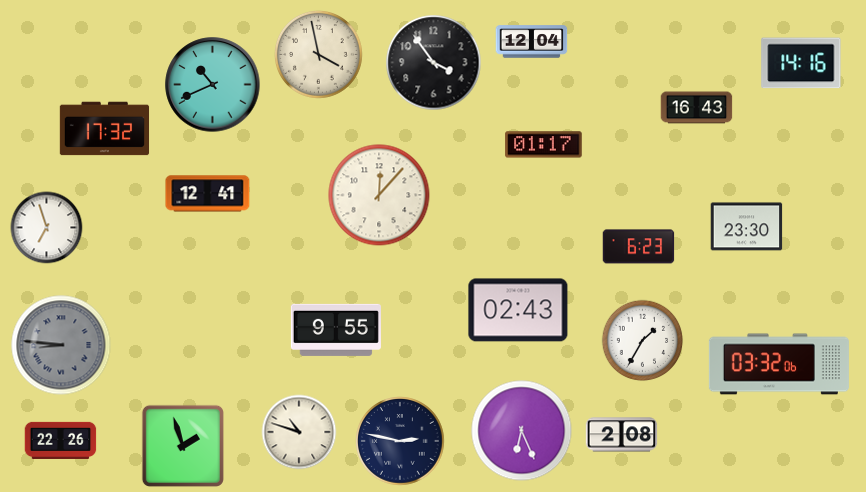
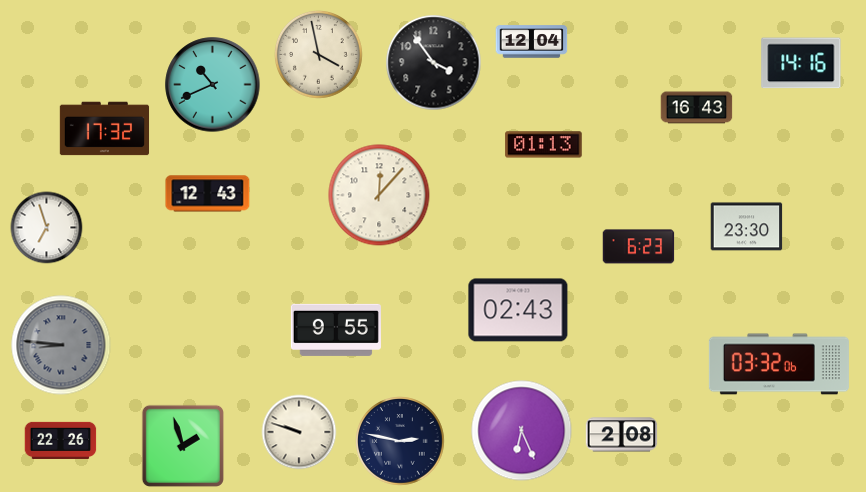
clock at (544, 145): 01:17 -> 01:13
clock at (208, 194): 12:41 -> 12:43
clock at (643, 341): 1:35 -> none
clock at (299, 432): 10:48 -> 9:48
